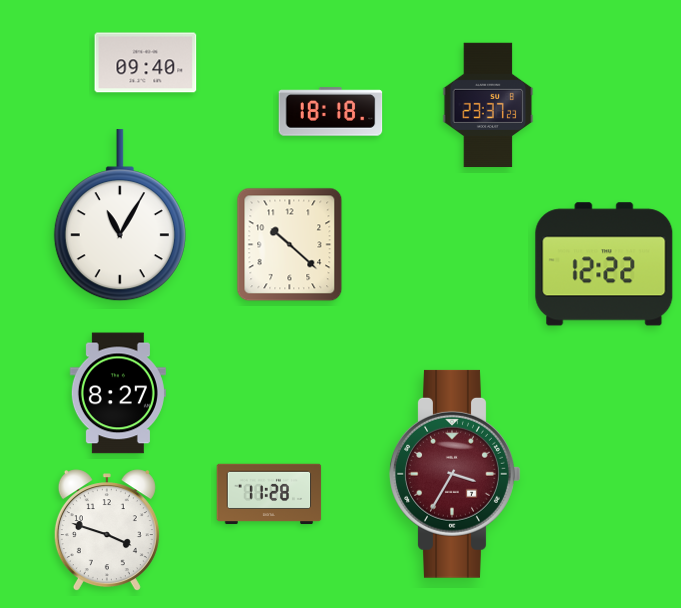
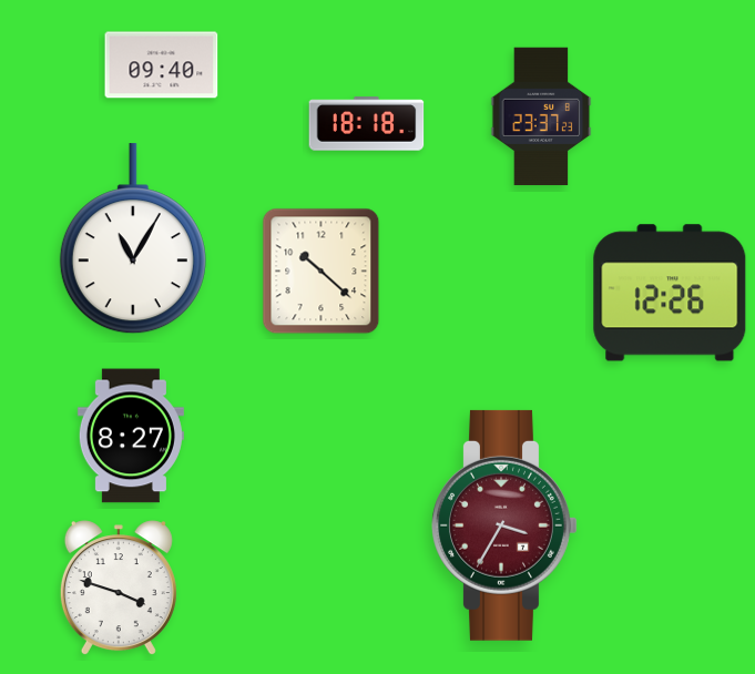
clock at (146, 63) position: (146, 63) -> (162, 65)
clock at (604, 264): 12:22 -> 12:26
clock at (269, 494): 11:28 -> none
